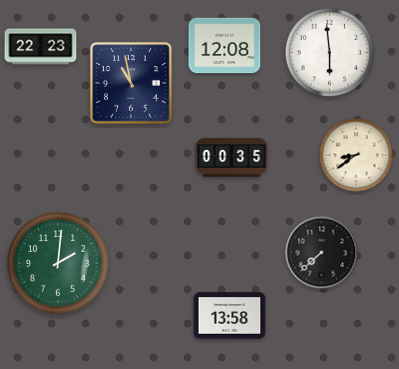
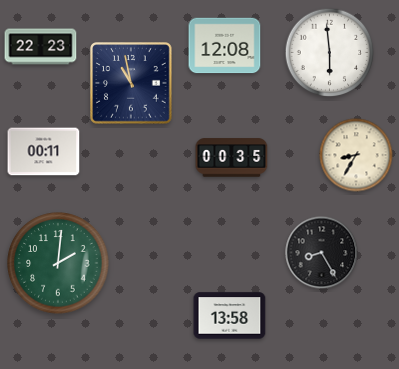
clock at (44, 152): none -> 00:11
clock at (356, 155): 8:39 -> 8:35
clock at (322, 253): 7:38 -> 8:25
